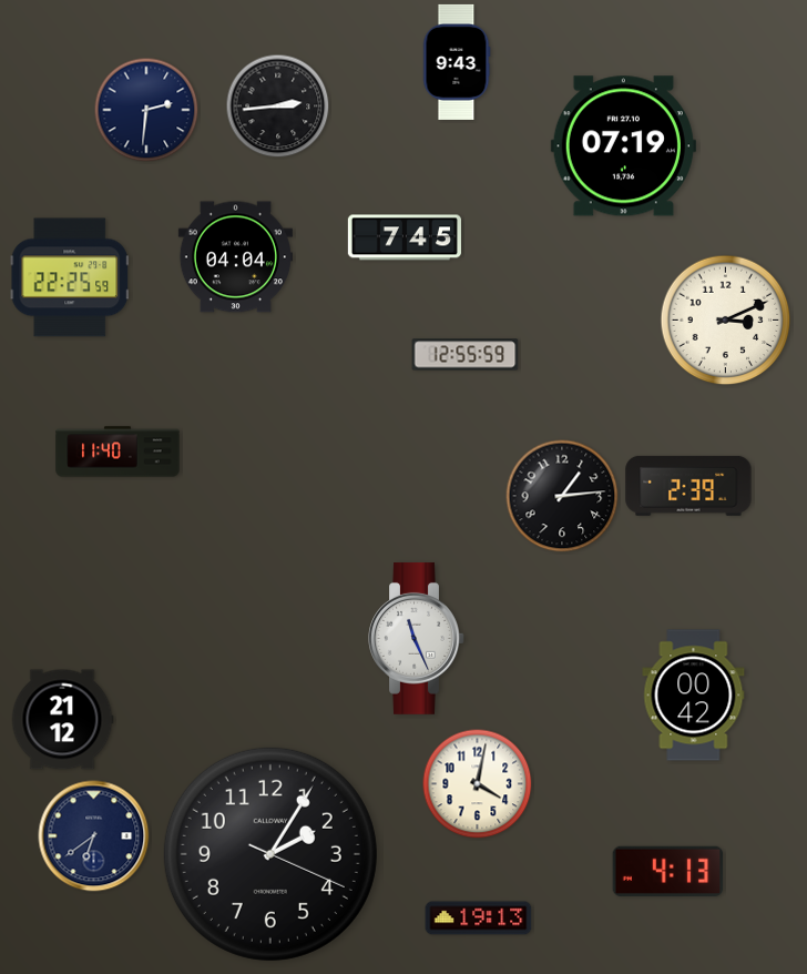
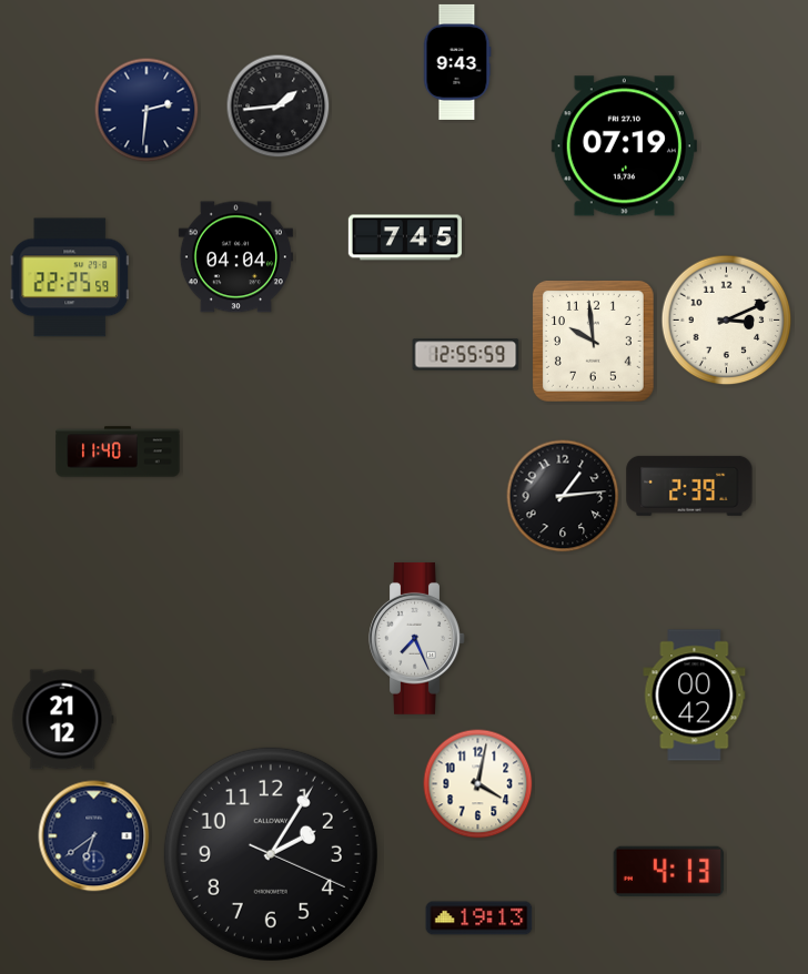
clock at (278, 106): 2:44 -> 1:44
clock at (593, 341): none -> 9:59
clock at (417, 638): 11:26 -> 7:26
